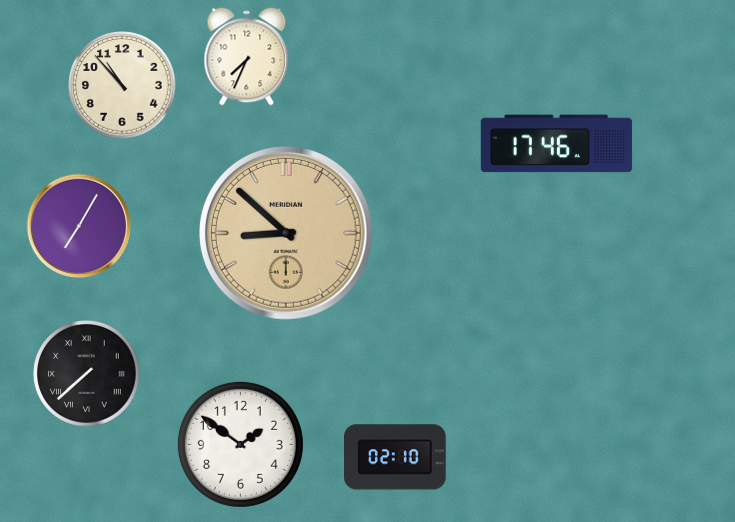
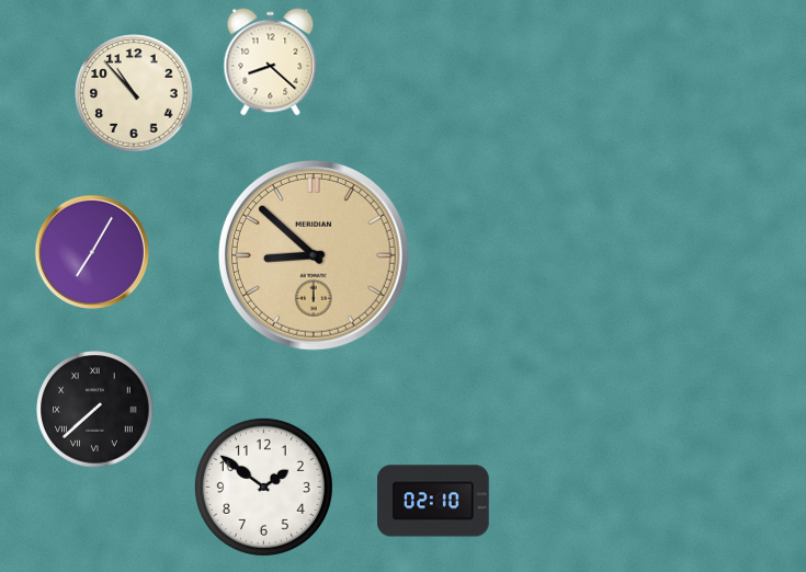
clock at (247, 57): 7:34 -> 8:22
clock at (557, 144): 17:46 -> none
clock at (78, 225) position: (78, 225) -> (91, 251)
